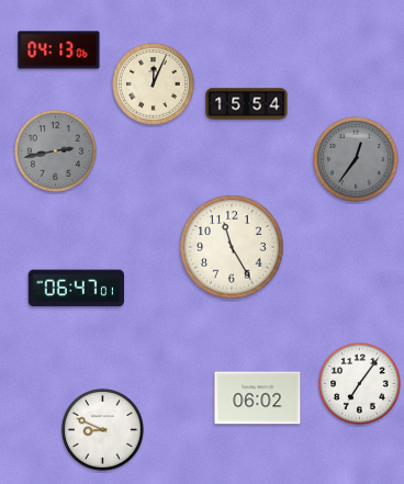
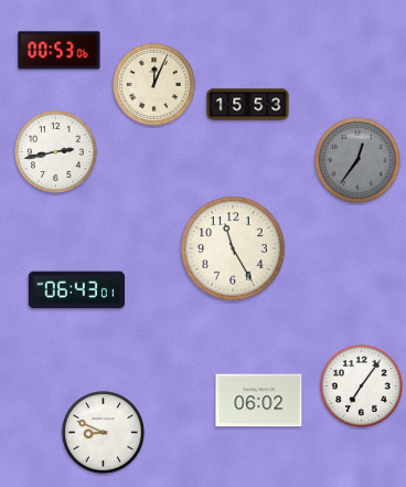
clock at (59, 50): 04:13 -> 00:53
clock at (247, 104): 15:54 -> 15:53
clock at (56, 151) dial: grey -> white
clock at (76, 289): 06:47 -> 06:43
